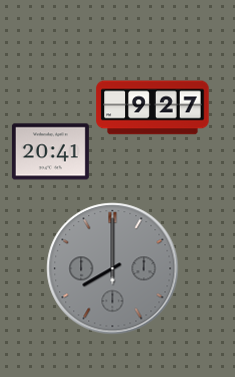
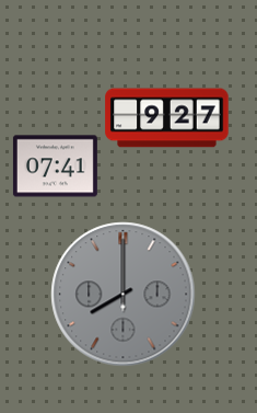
clock at (50, 152): 20:41 -> 07:41
